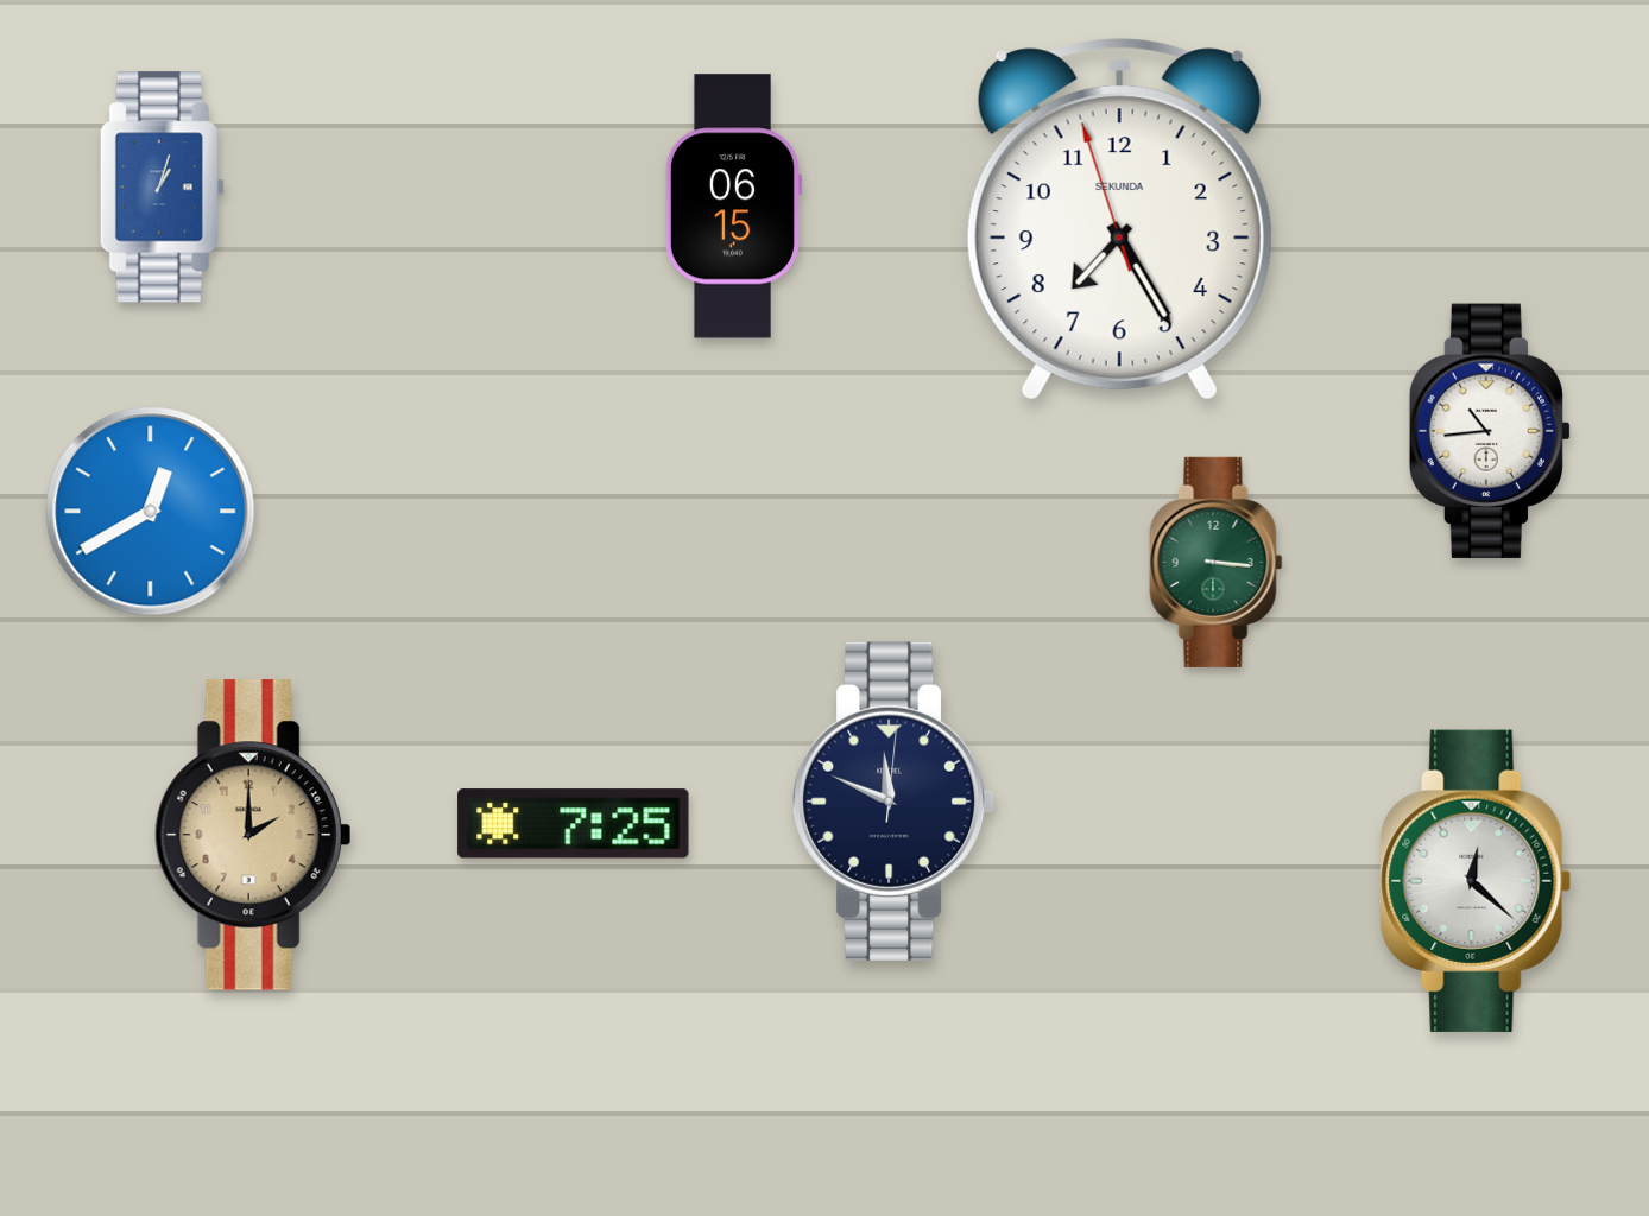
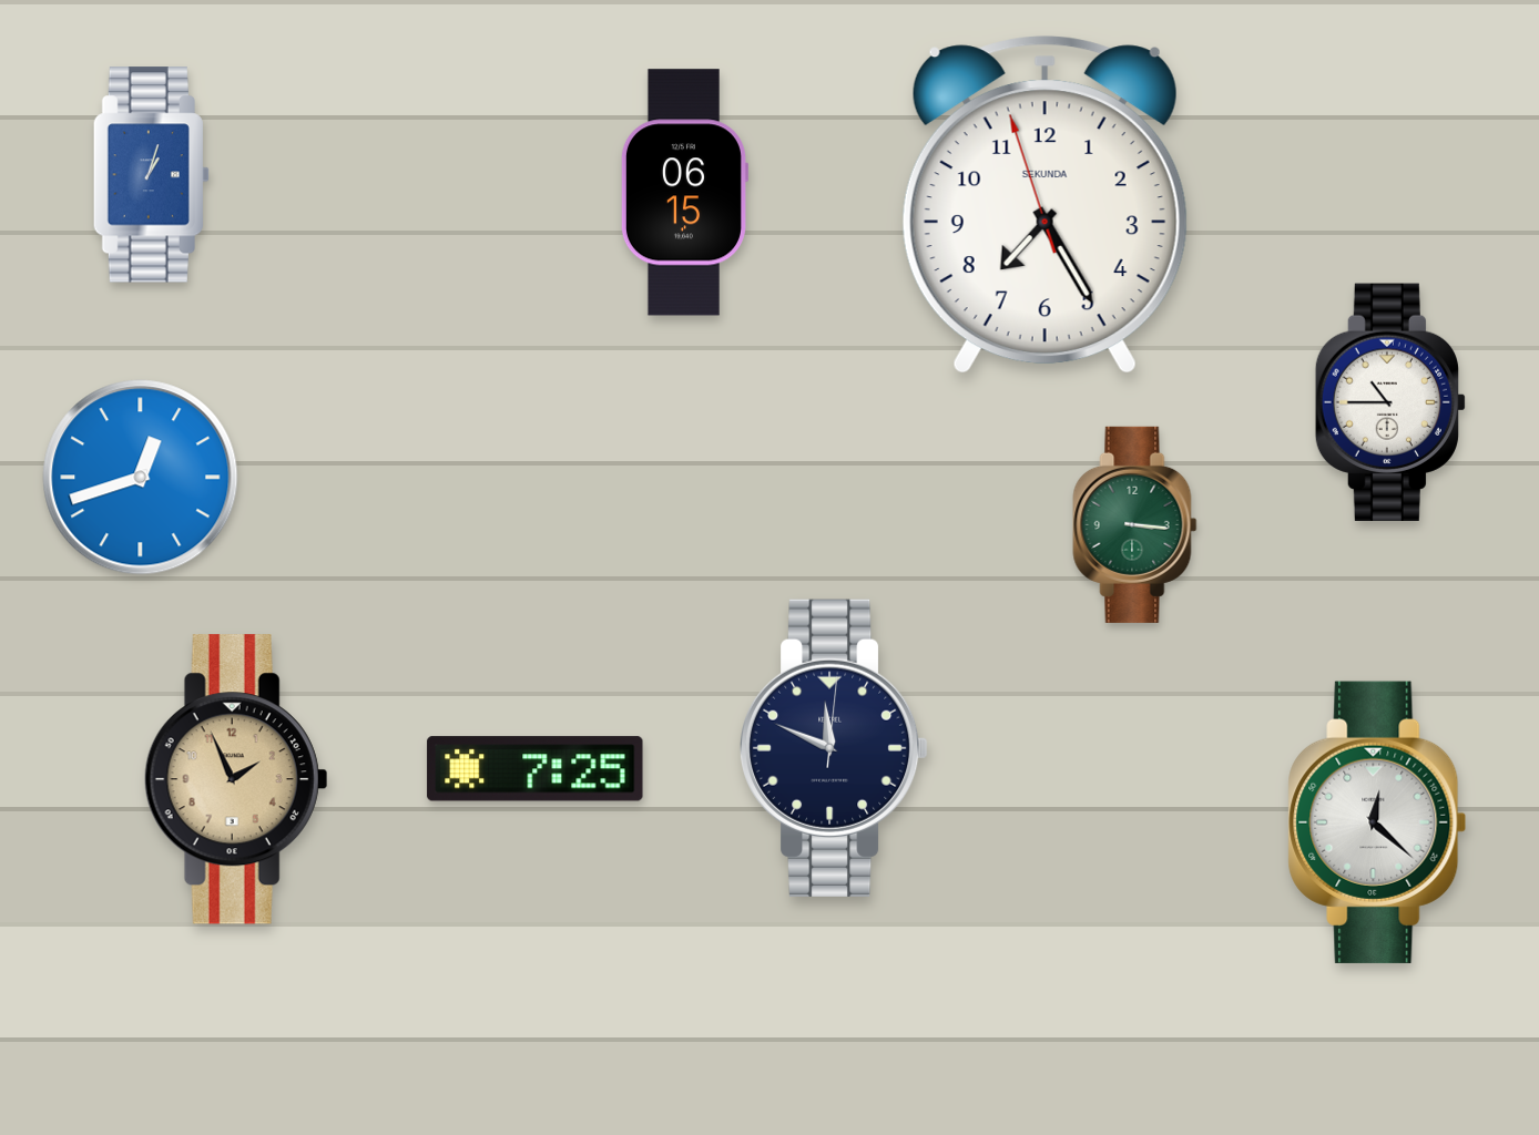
clock at (1489, 430): 10:44 -> 10:45
clock at (151, 512): 12:40 -> 12:42
clock at (253, 835): 2:00 -> 1:56
